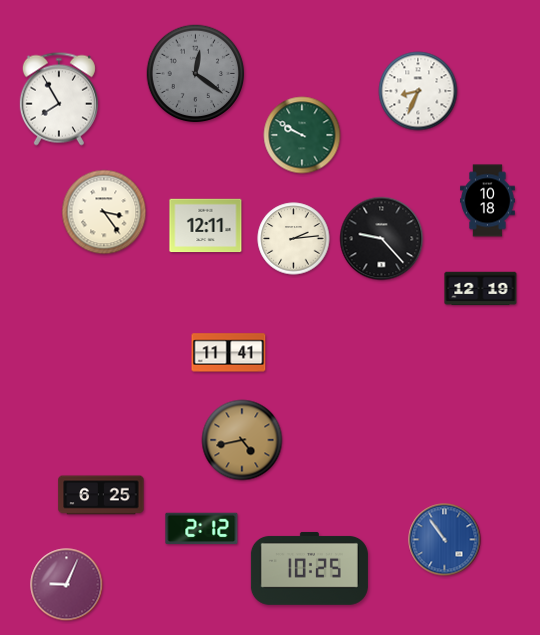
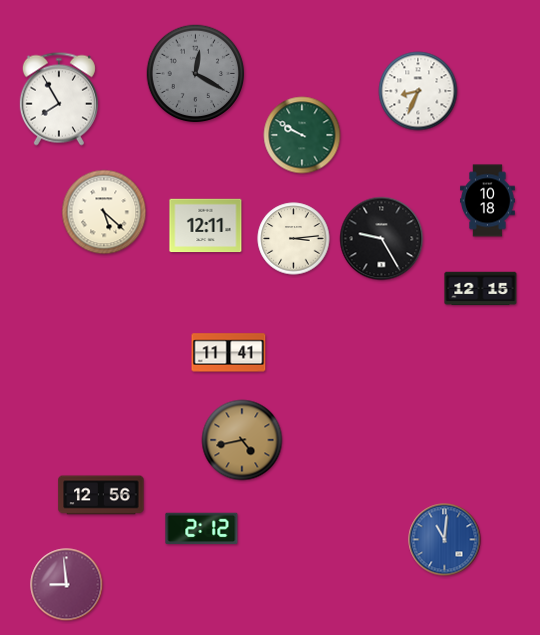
clock at (196, 74): 12:21 -> 12:20
clock at (104, 212): 3:24 -> 5:22
clock at (294, 239): 2:14 -> 3:14
clock at (382, 239): 9:23 -> 9:25
clock at (481, 289): 12:19 -> 12:15
clock at (101, 495): 6:25 -> 12:56
clock at (445, 540): 10:54 -> 11:01
clock at (309, 568): 10:25 -> none
clock at (67, 585): 9:04 -> 8:59
